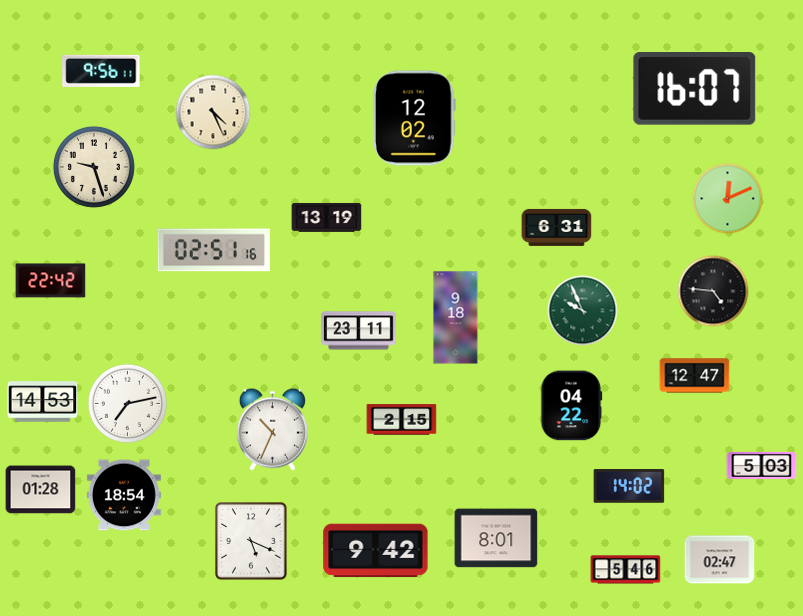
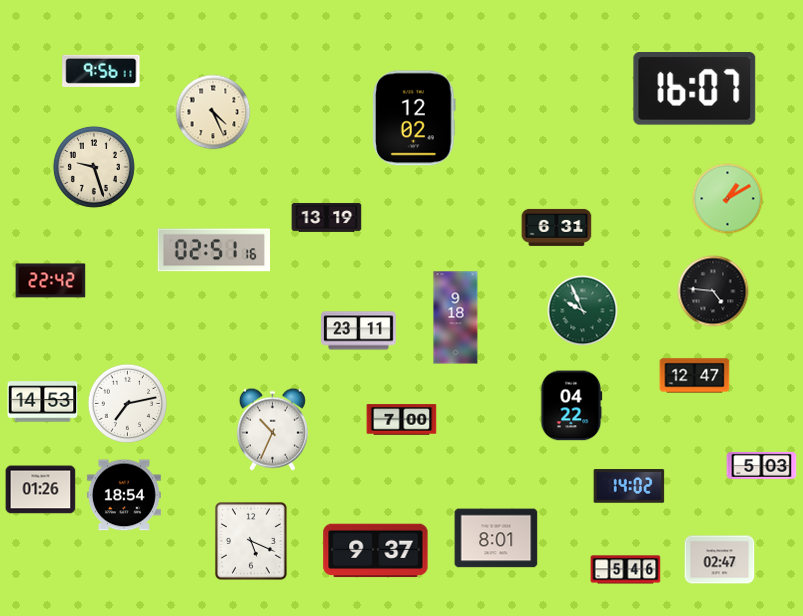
clock at (728, 199): 12:11 -> 1:10
clock at (402, 420): 2:15 -> 7:00
clock at (41, 490): 01:28 -> 01:26
clock at (376, 551): 9:42 -> 9:37
